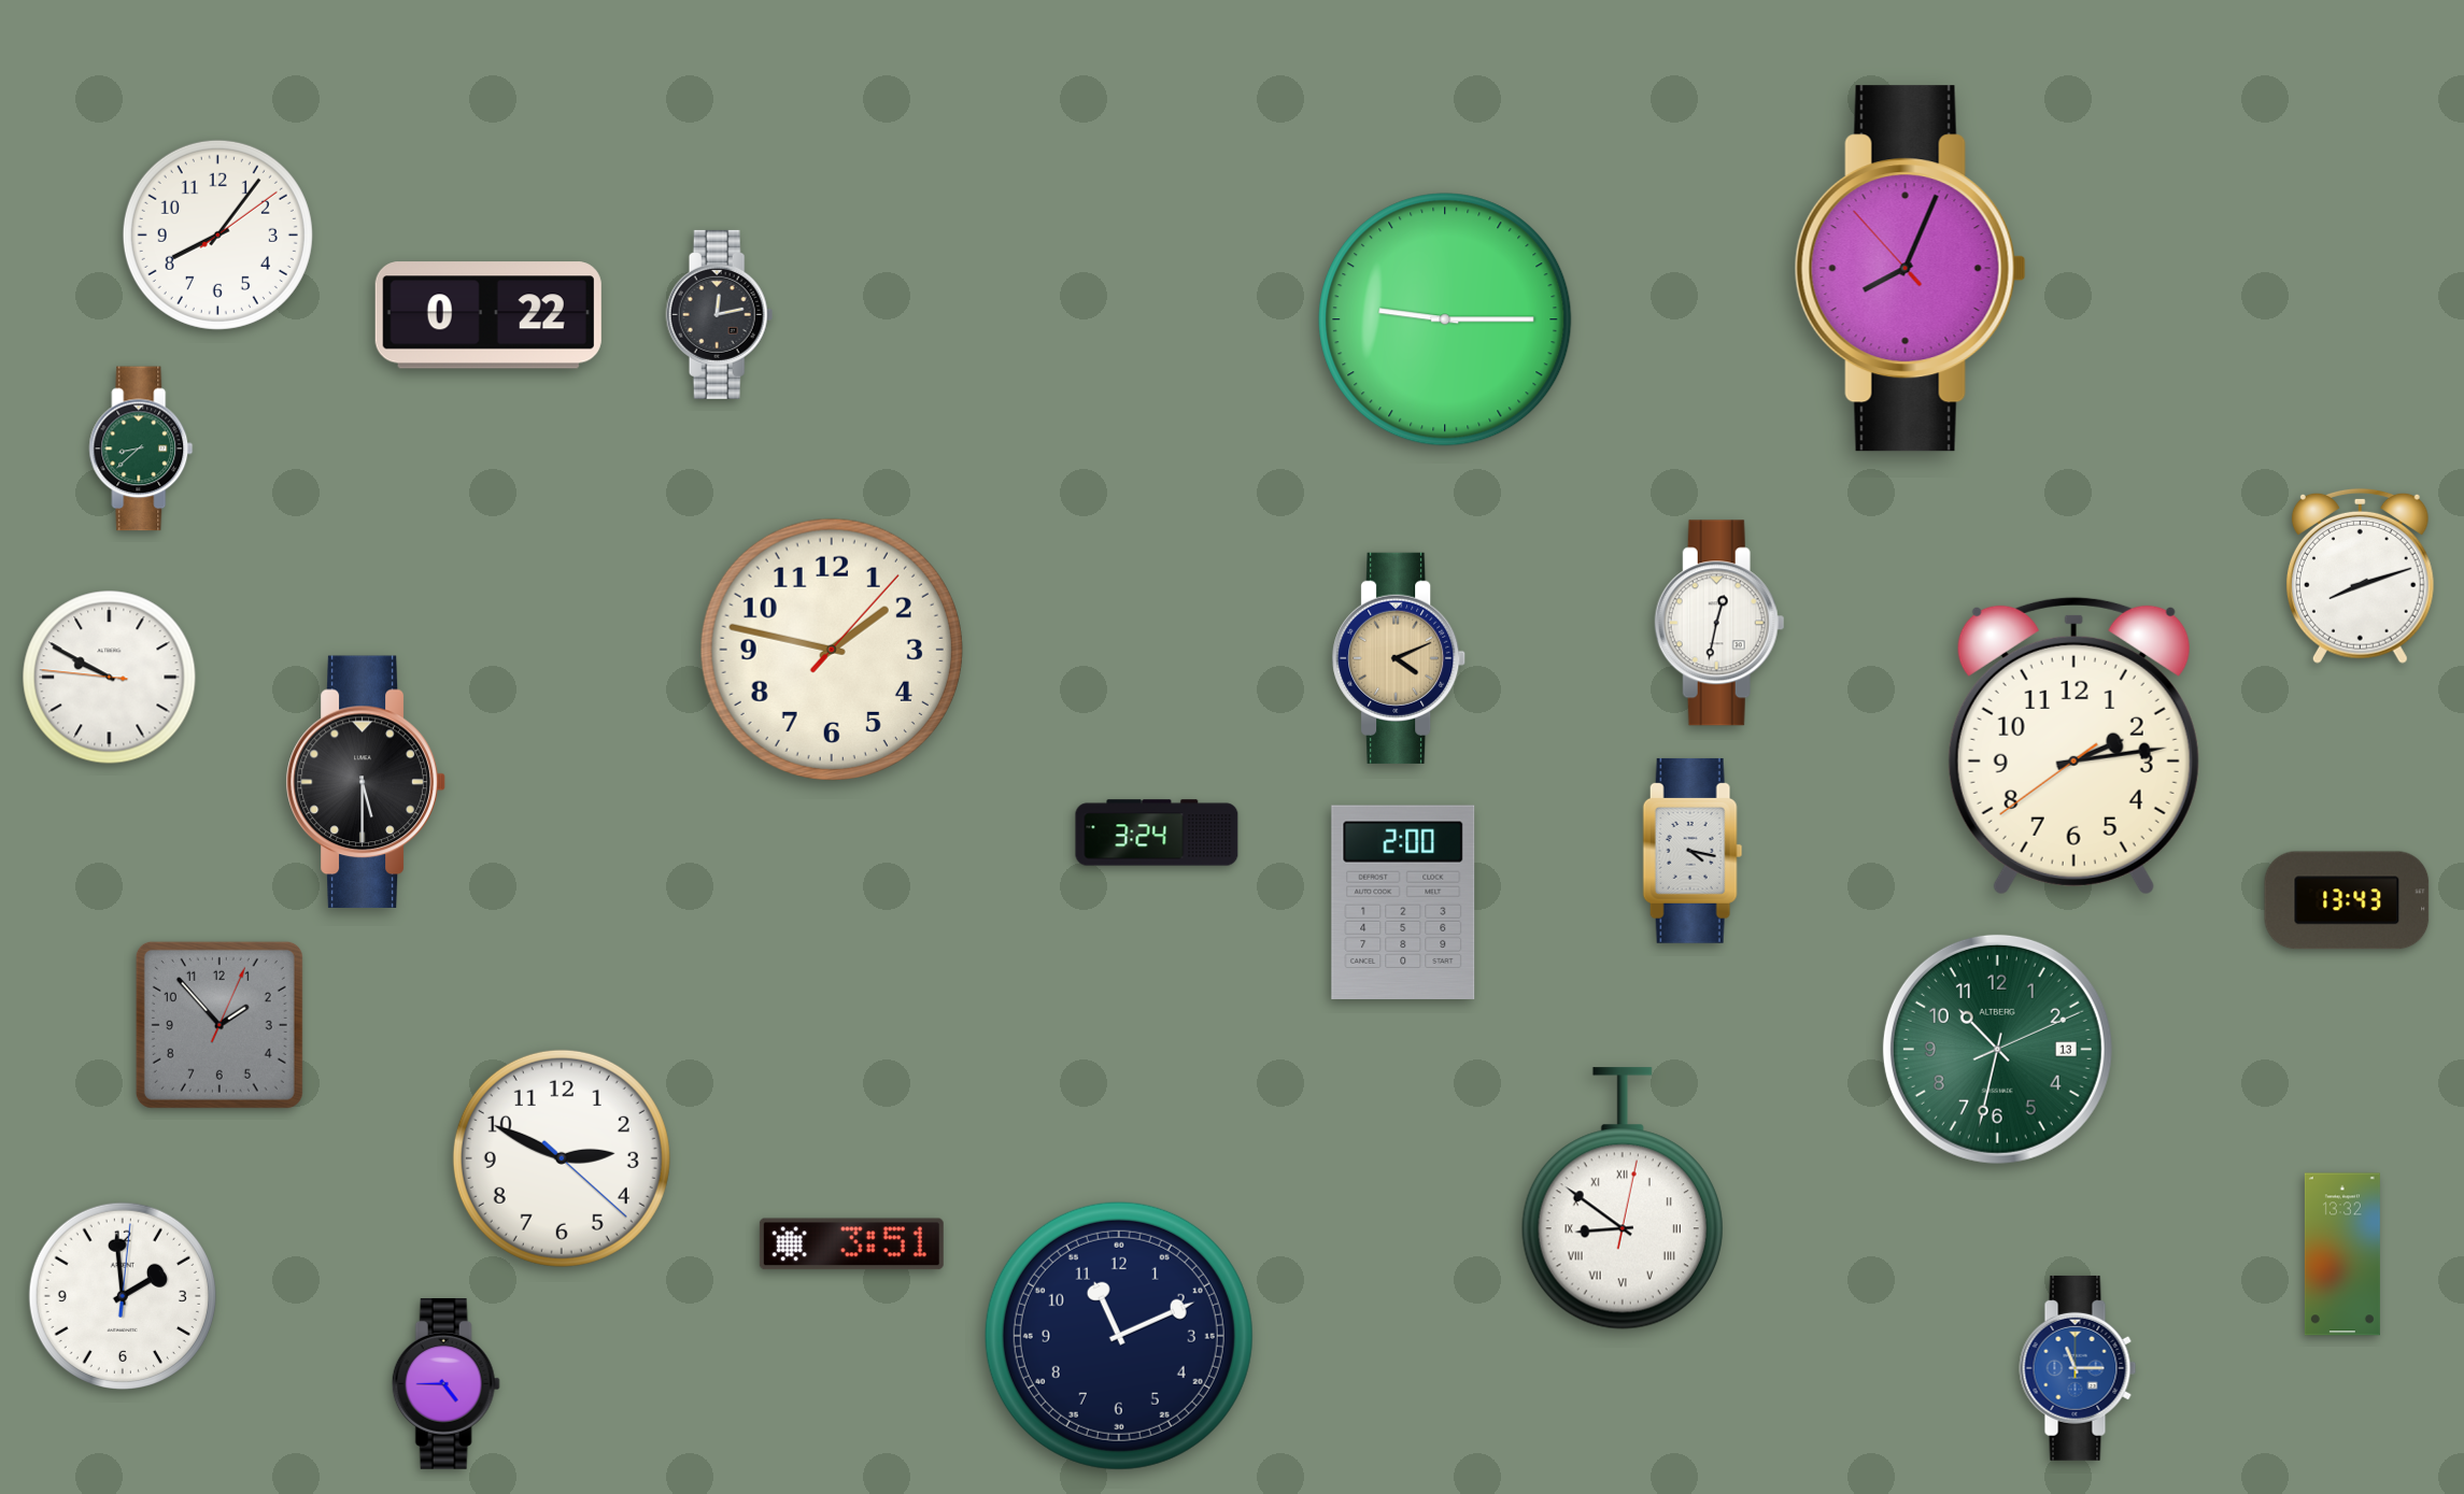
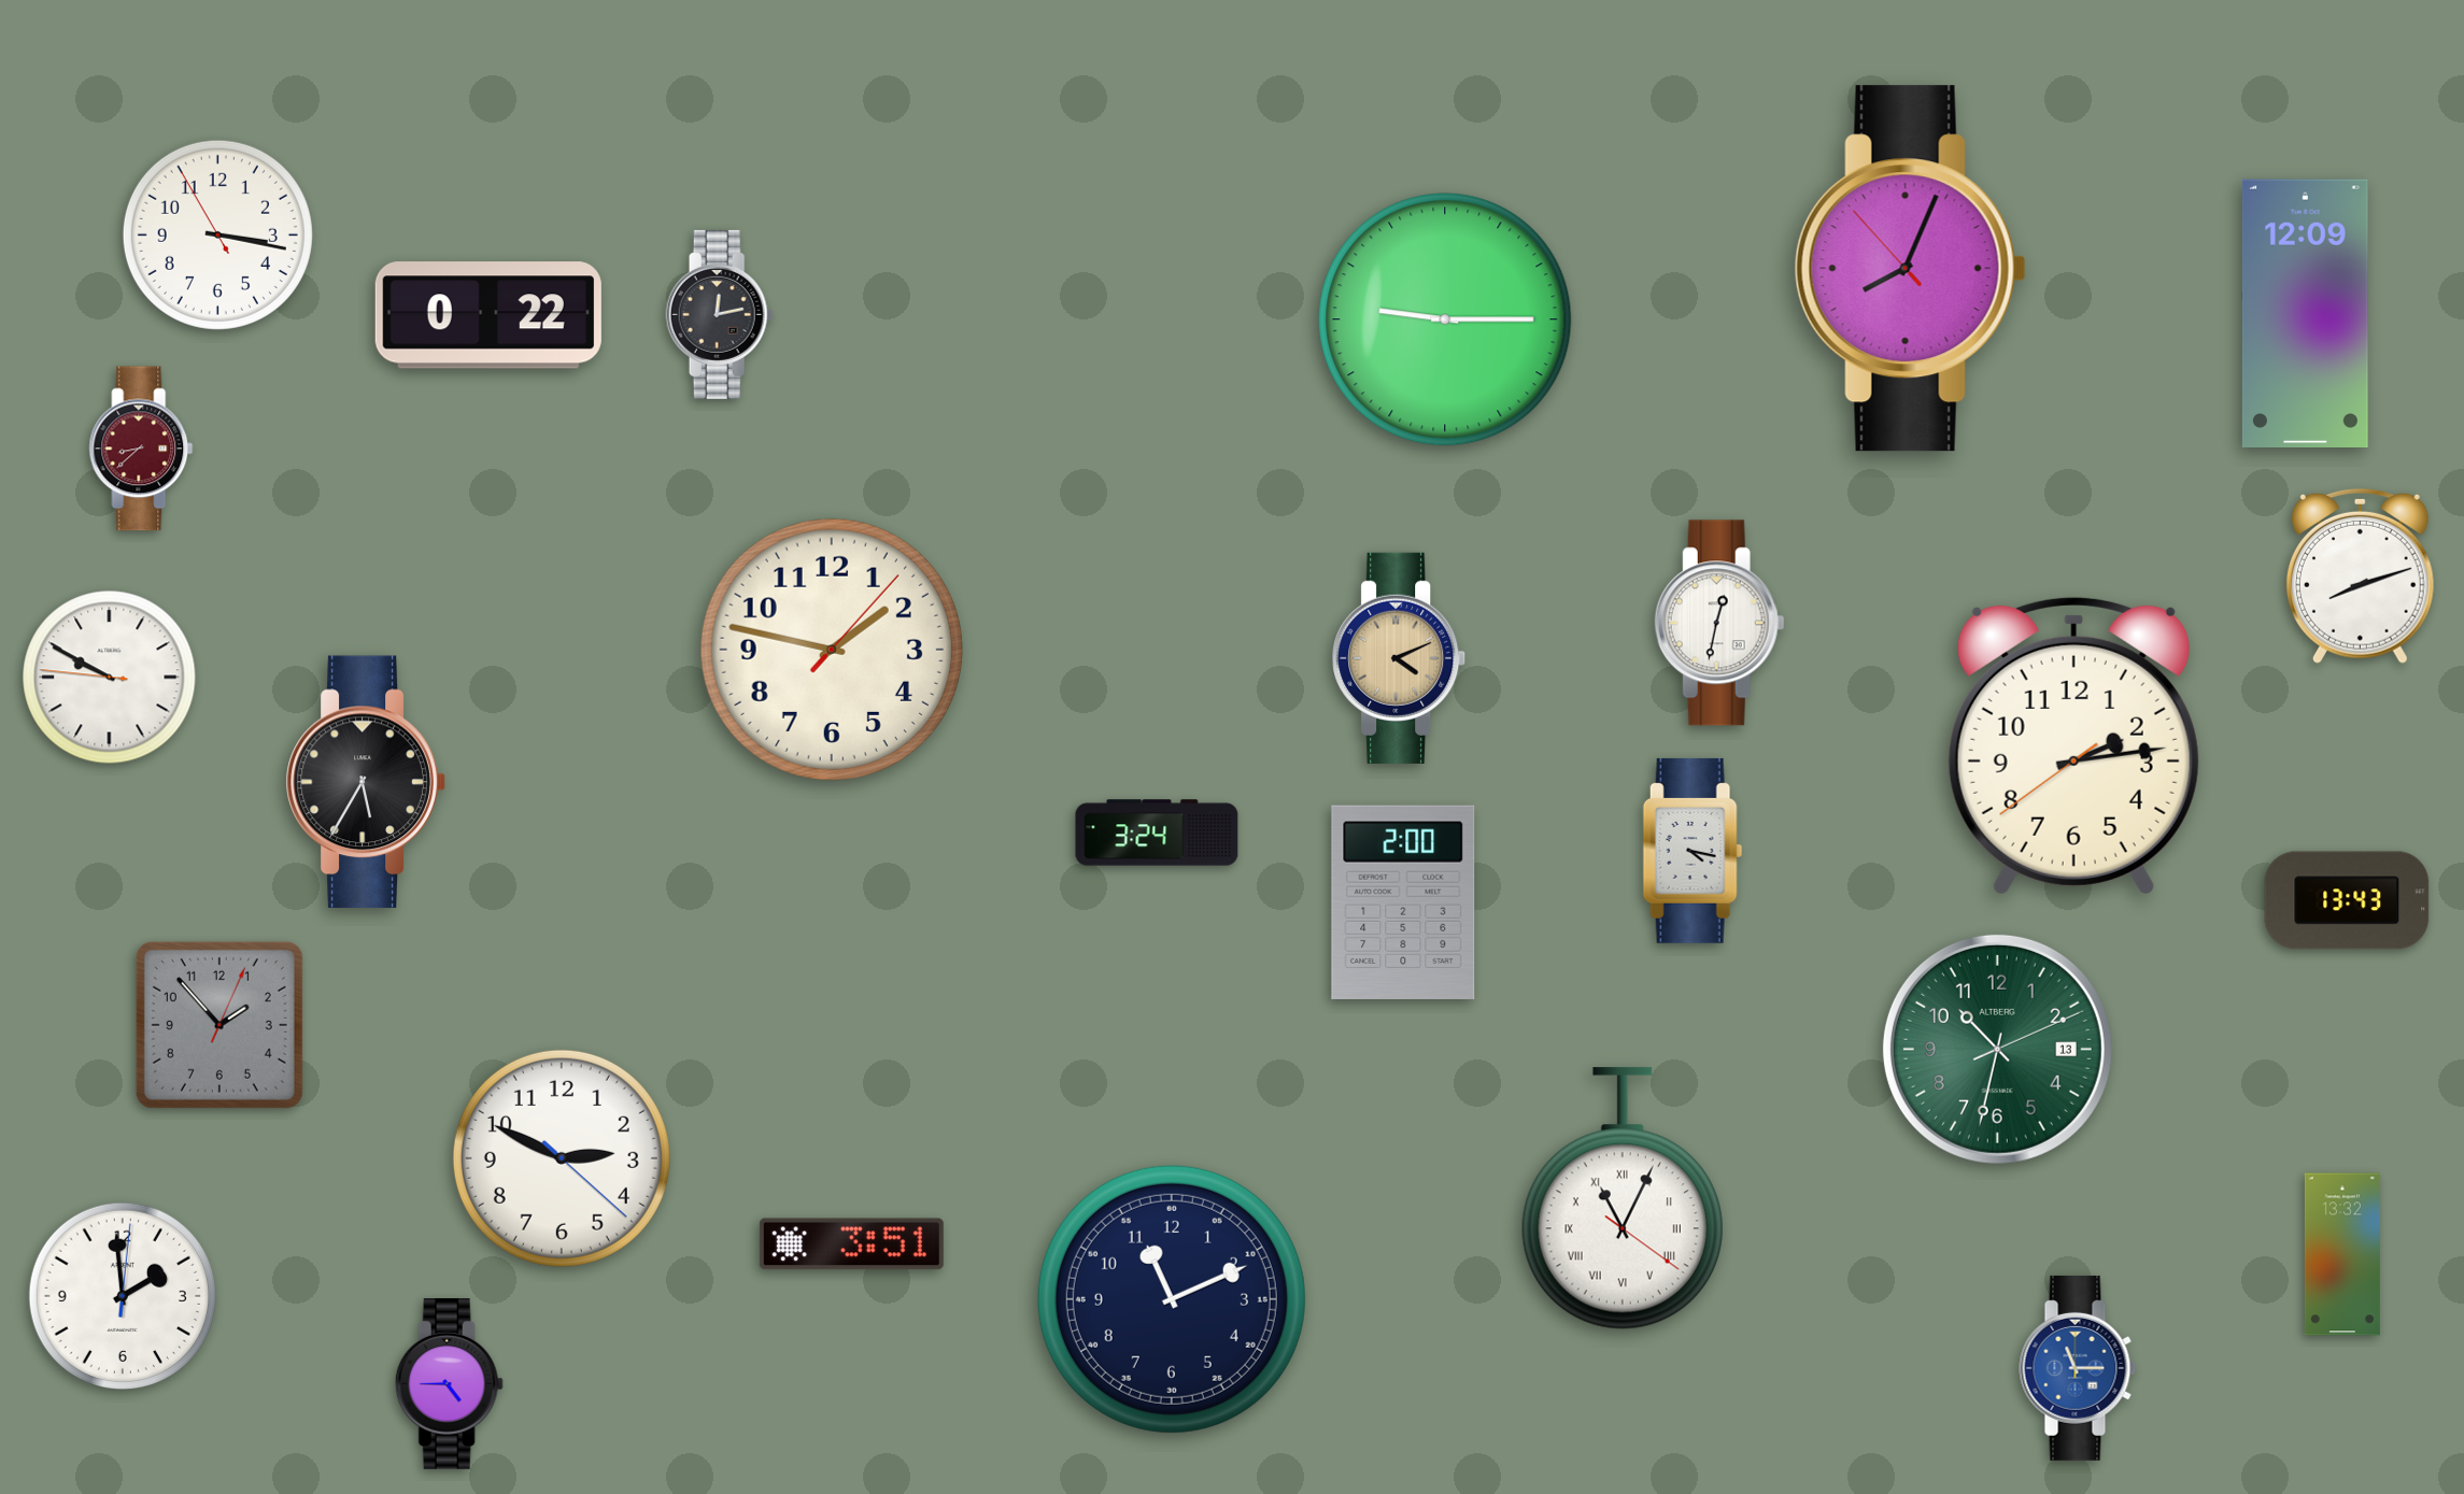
clock at (217, 234): 8:06 -> 3:16
clock at (2305, 313): none -> 12:09
clock at (141, 449) dial: green -> burgundy
clock at (366, 782): 5:30 -> 5:35
clock at (1623, 1198): 8:51 -> 11:04
clock at (1119, 1336) position: (1119, 1336) -> (1172, 1299)
clock at (445, 1384) position: (445, 1384) -> (449, 1384)
